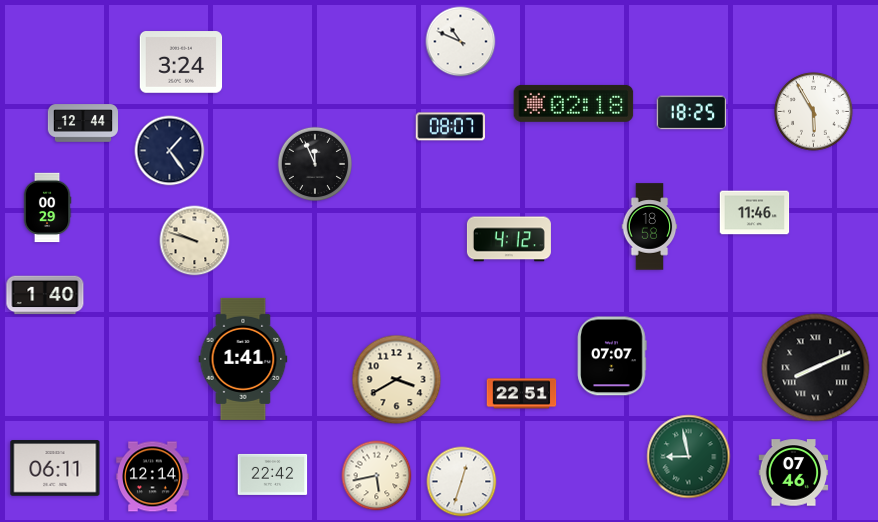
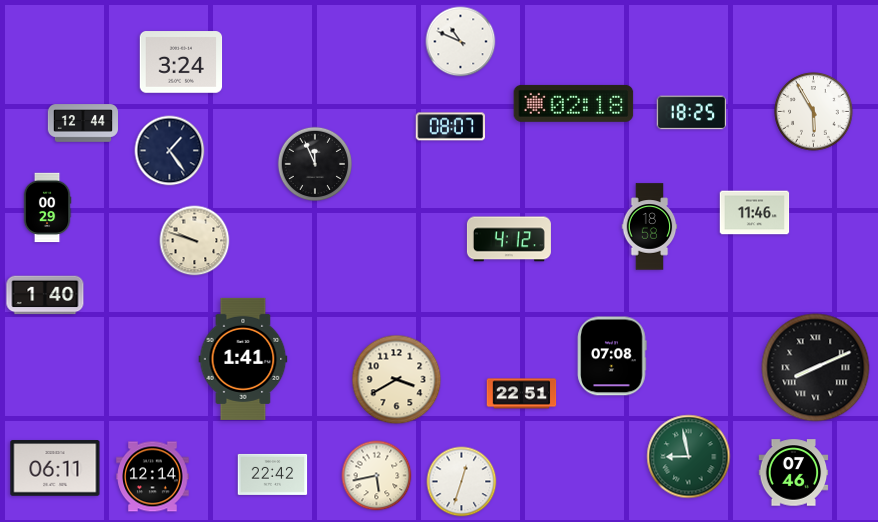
clock at (612, 356): 07:07 -> 07:08
